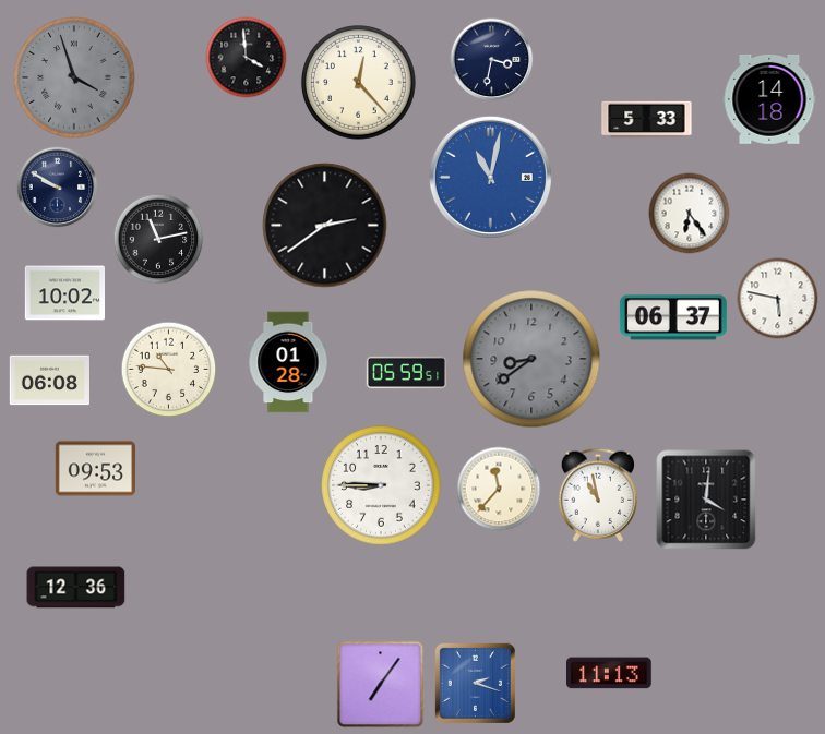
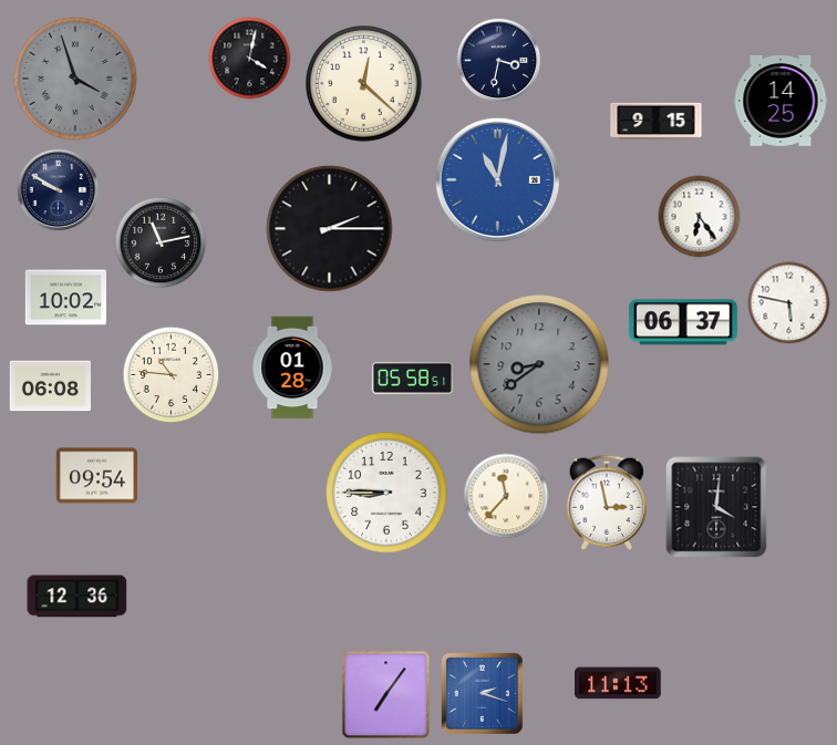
clock at (247, 58): 3:59 -> 4:02
clock at (359, 83): 12:23 -> 12:22
clock at (769, 99): 14:18 -> 14:25
clock at (647, 120): 5:33 -> 9:15
clock at (325, 226): 2:39 -> 2:15
clock at (407, 373): 05:59 -> 05:58
clock at (95, 469): 09:53 -> 09:54
clock at (597, 495): 10:58 -> 2:58
